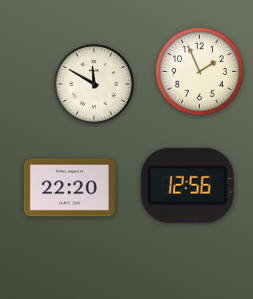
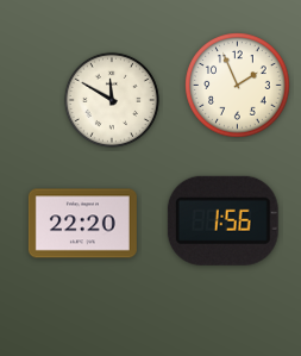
clock at (187, 185): 12:56 -> 1:56
